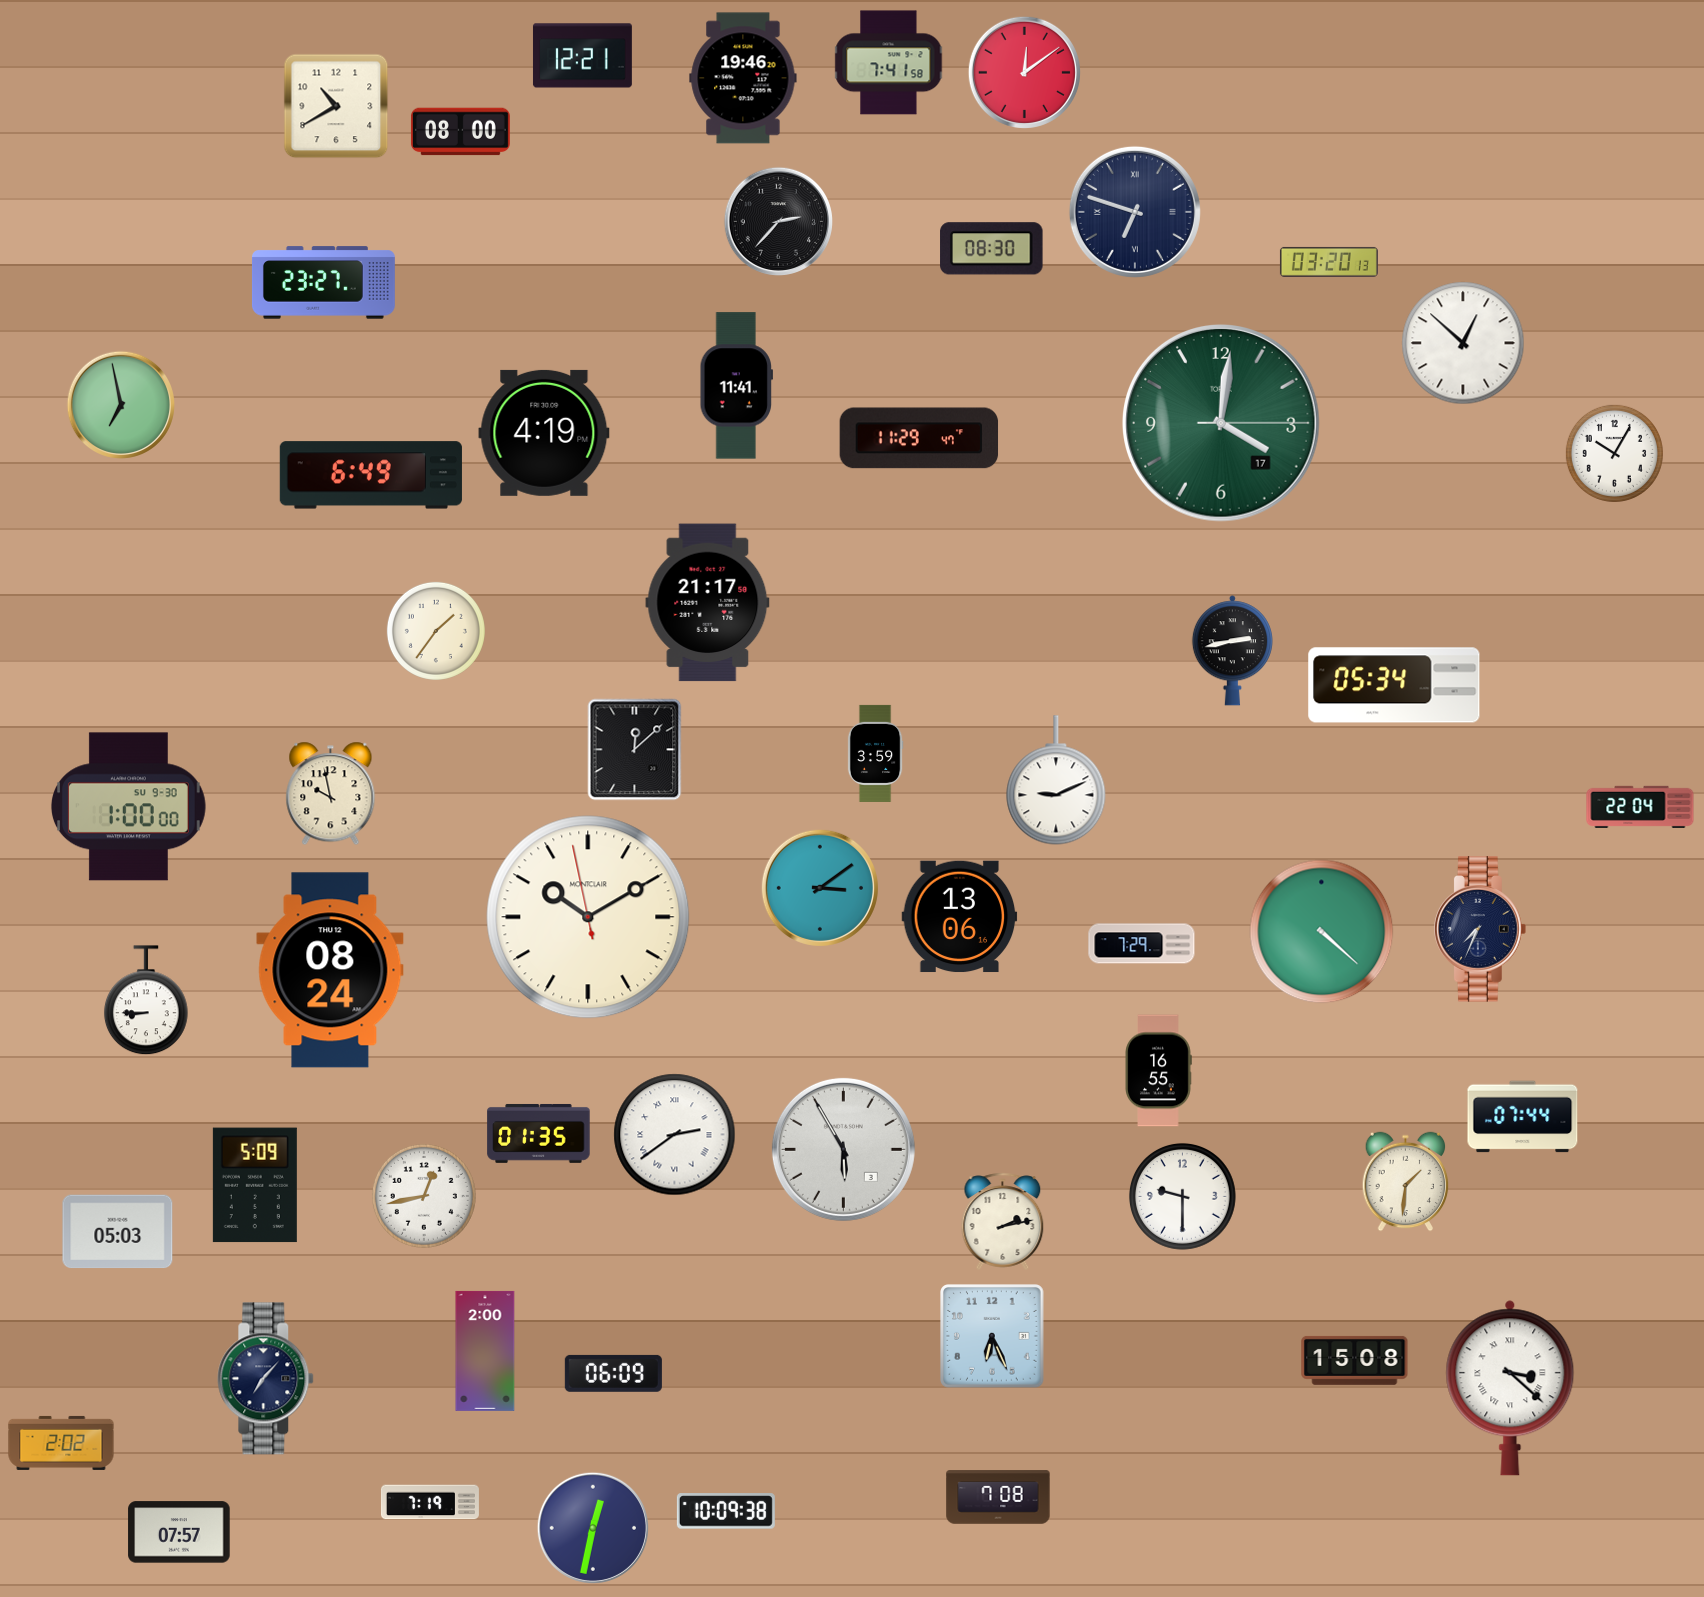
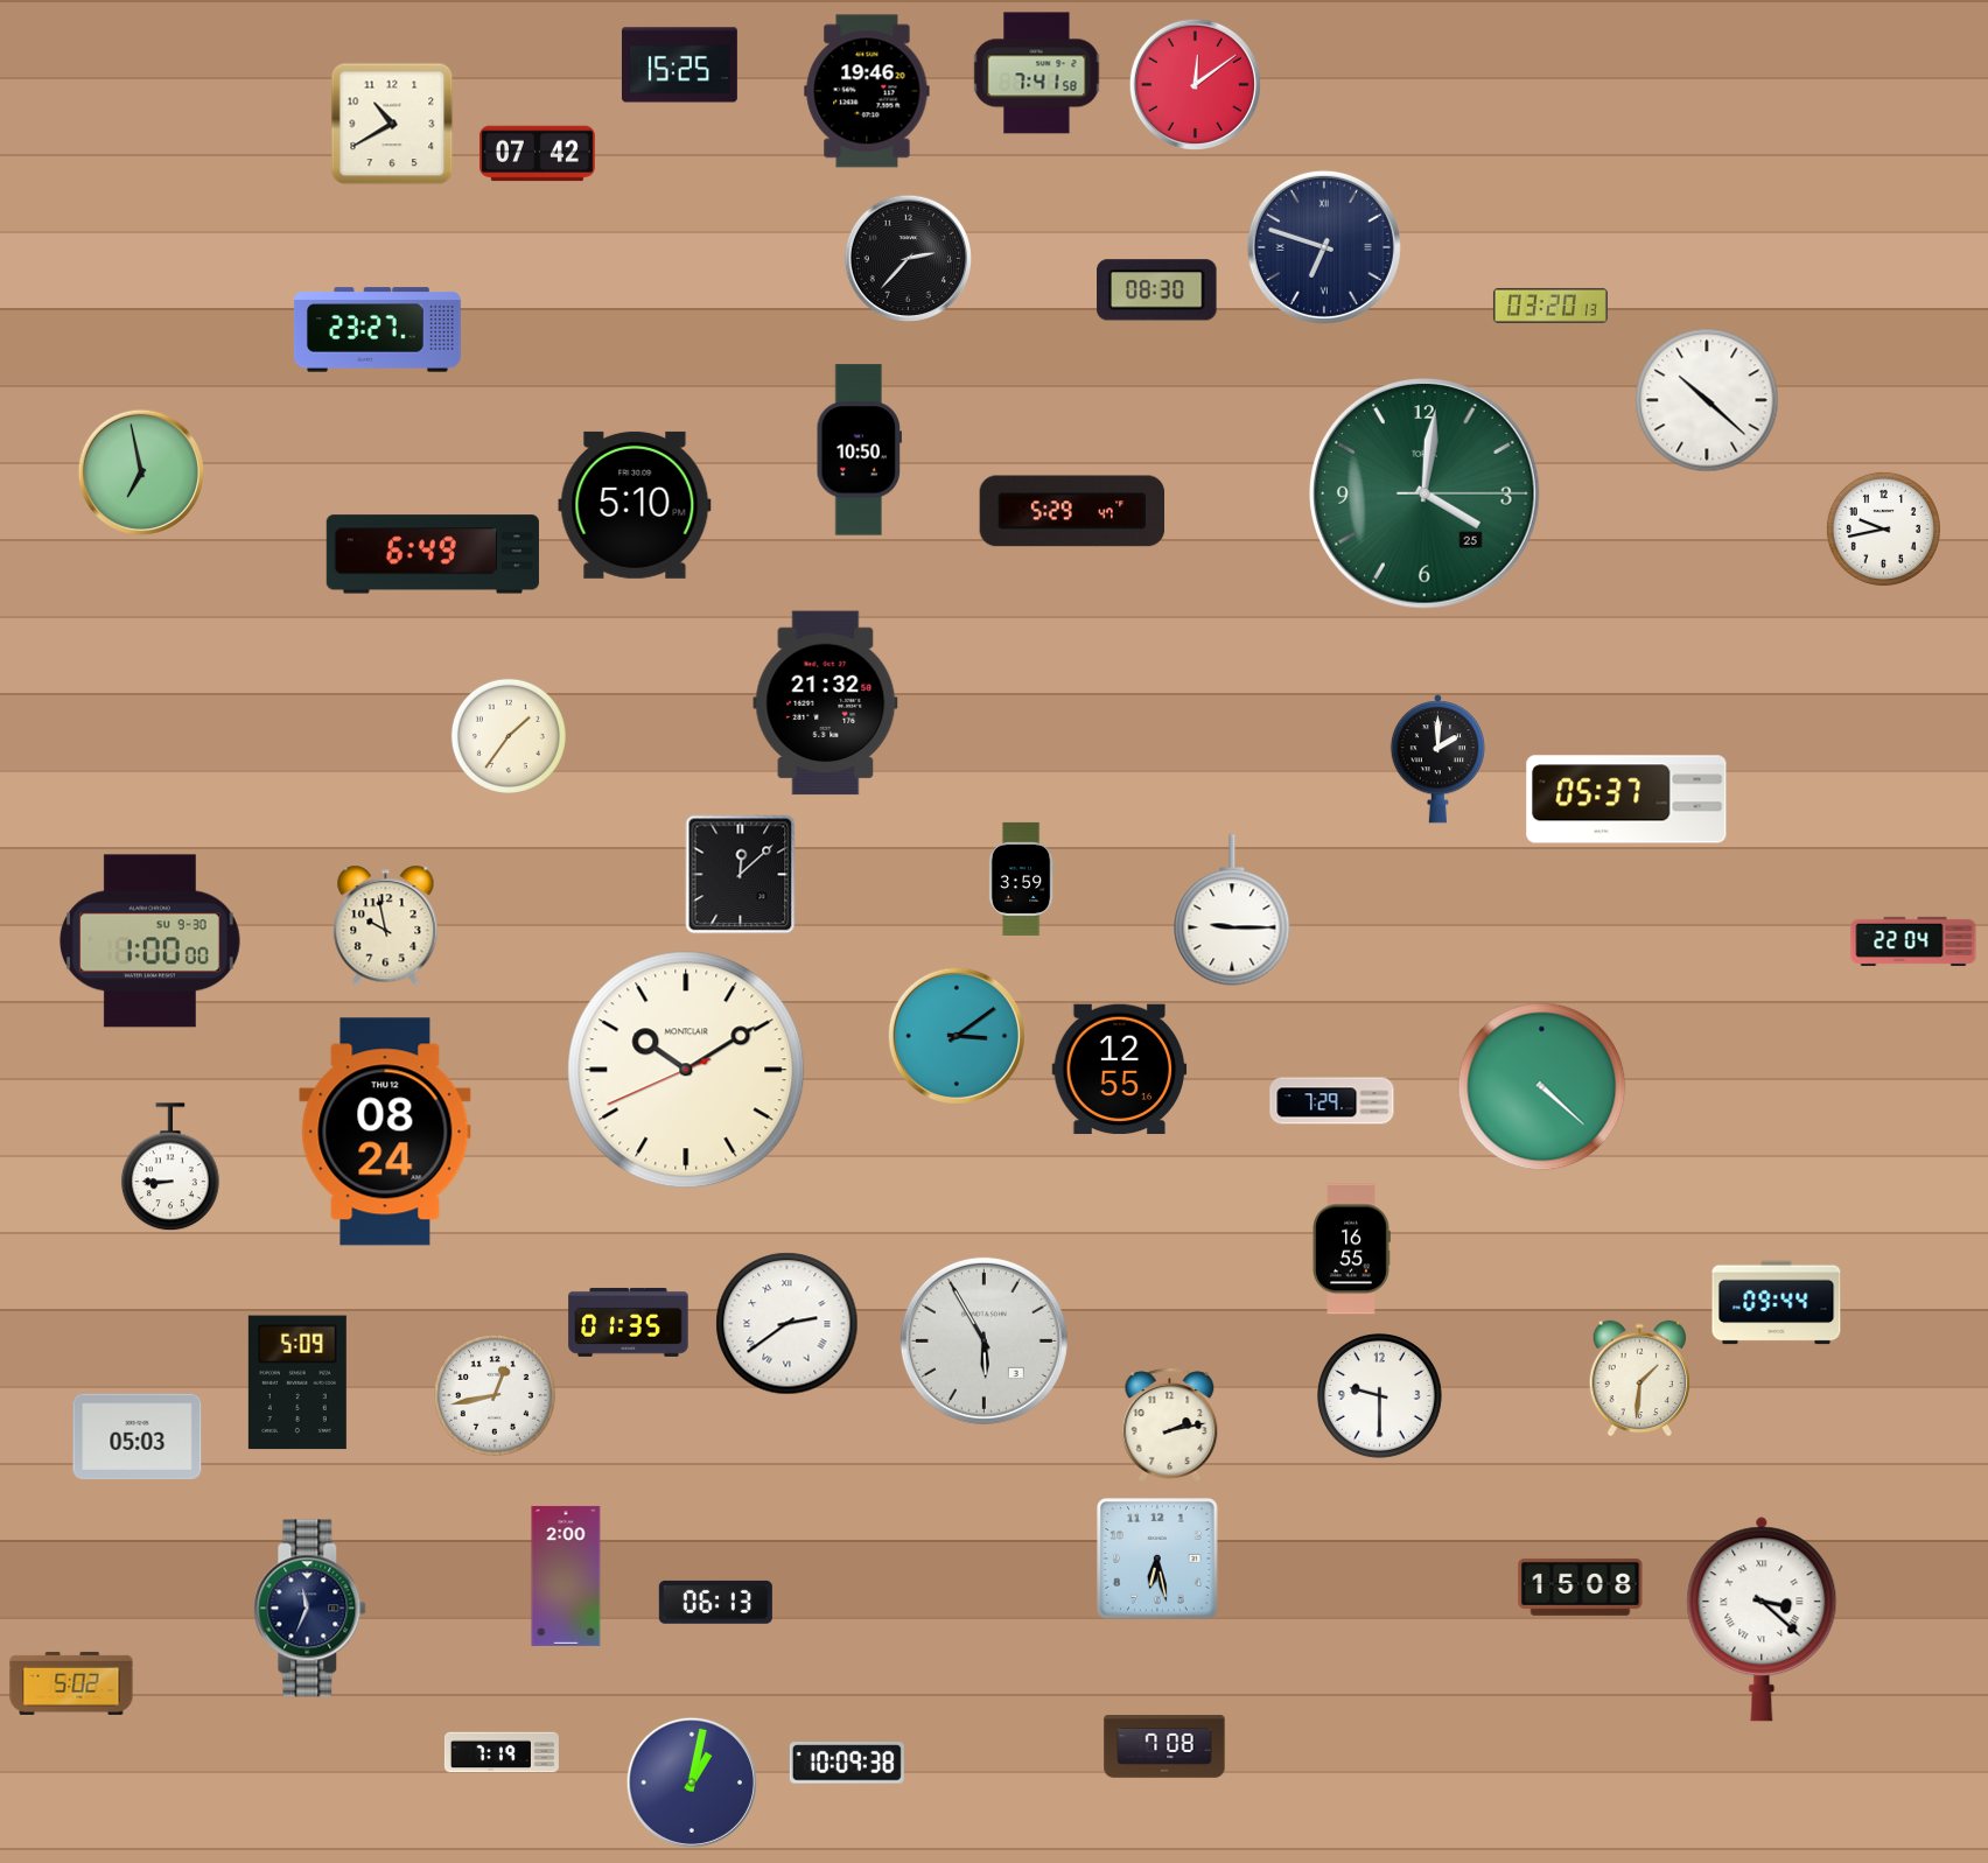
clock at (582, 56): 12:21 -> 15:25
clock at (460, 132): 08:00 -> 07:42
clock at (1463, 343): 12:52 -> 10:22
clock at (736, 386): 11:41 -> 10:50
clock at (1222, 424) date: 17 -> 25
clock at (544, 433): 4:19 -> 5:10
clock at (919, 438): 11:29 -> 5:29
clock at (1614, 453): 10:05 -> 9:43
clock at (708, 603): 21:17 -> 21:32
clock at (1232, 651): 2:43 -> 2:00
clock at (1394, 685): 05:34 -> 05:37
clock at (1056, 780): 9:11 -> 9:15
clock at (588, 917): 10:09:58 -> 10:09:41
clock at (960, 917): 13:06 -> 12:55
clock at (1481, 929): 7:34 -> none
clock at (1523, 1117): 07:44 -> 09:44
clock at (993, 1337): 6:26 -> 6:28
clock at (613, 1373): 06:09 -> 06:13
clock at (266, 1379): 7:07 -> 11:34
clock at (61, 1443): 2:02 -> 5:02
clock at (593, 1528): 12:32 -> 1:02
clock at (179, 1532): 07:57 -> none
